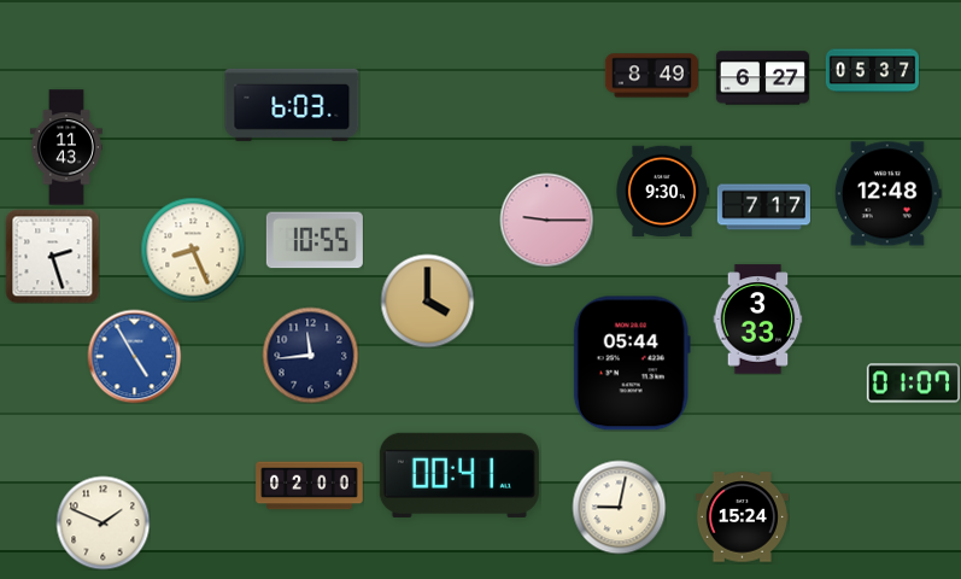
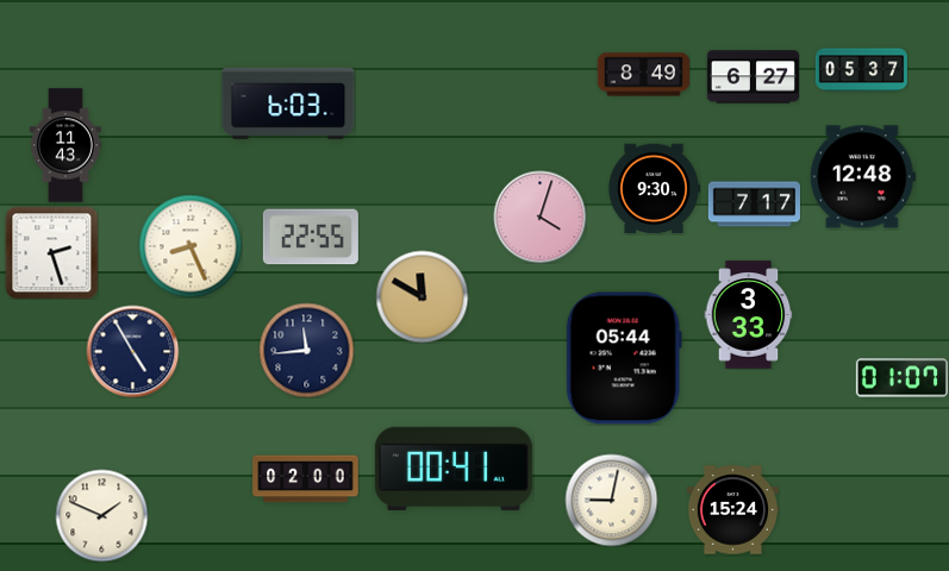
clock at (887, 194) position: (887, 194) -> (862, 177)
clock at (546, 220): 9:15 -> 4:03
clock at (315, 240): 10:55 -> 22:55
clock at (427, 300): 4:00 -> 11:50
clock at (134, 356) dial: blue -> navy
